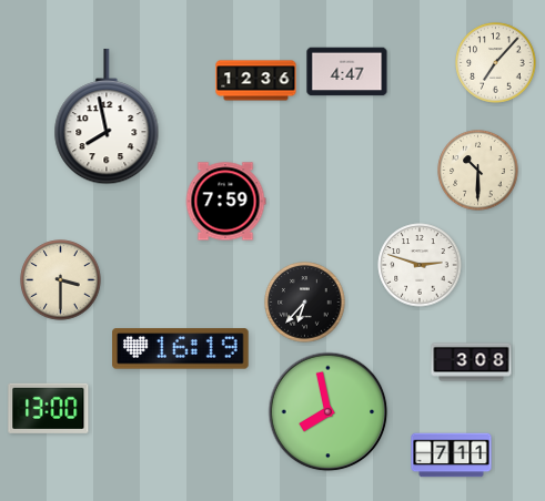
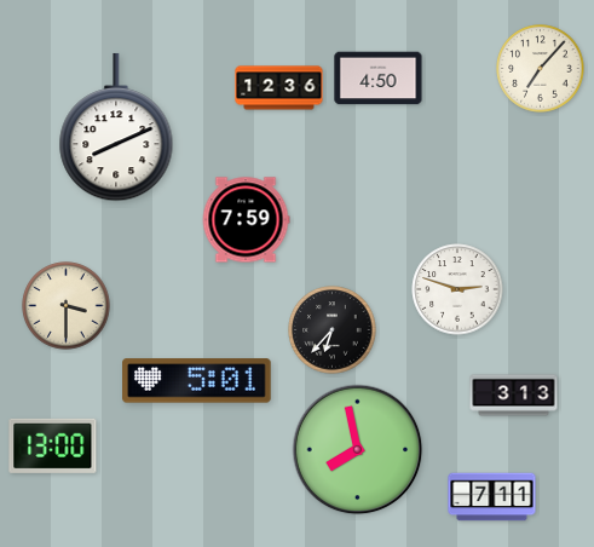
clock at (347, 72): 4:47 -> 4:50
clock at (107, 116): 7:58 -> 8:11
clock at (478, 171): 10:30 -> none
clock at (181, 349): 16:19 -> 5:01
clock at (472, 362): 3:08 -> 3:13
